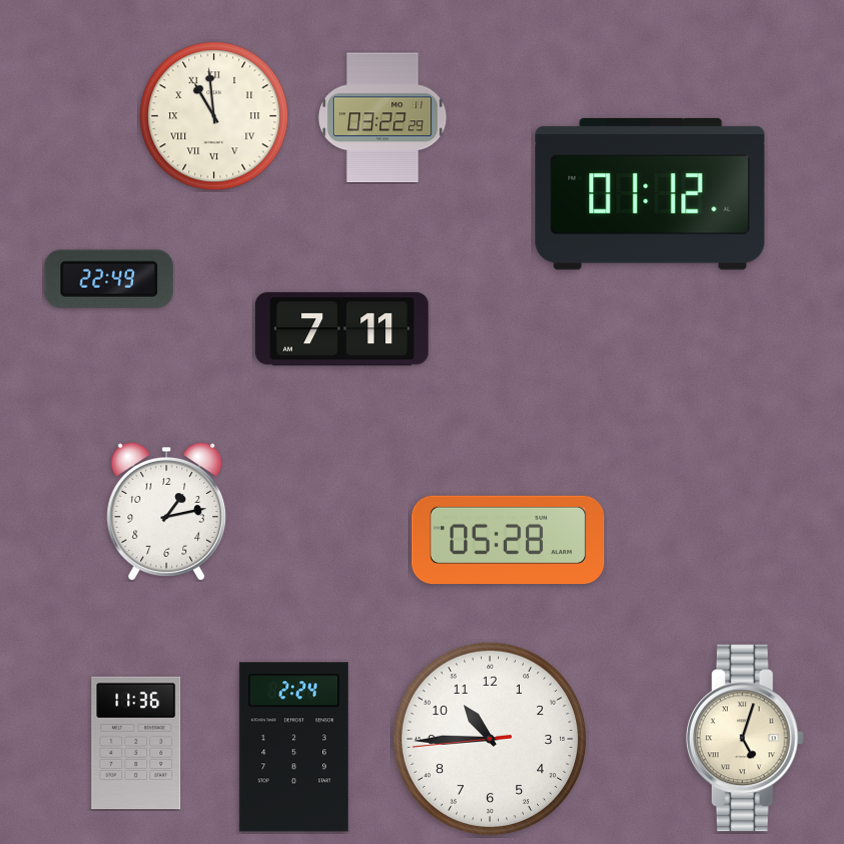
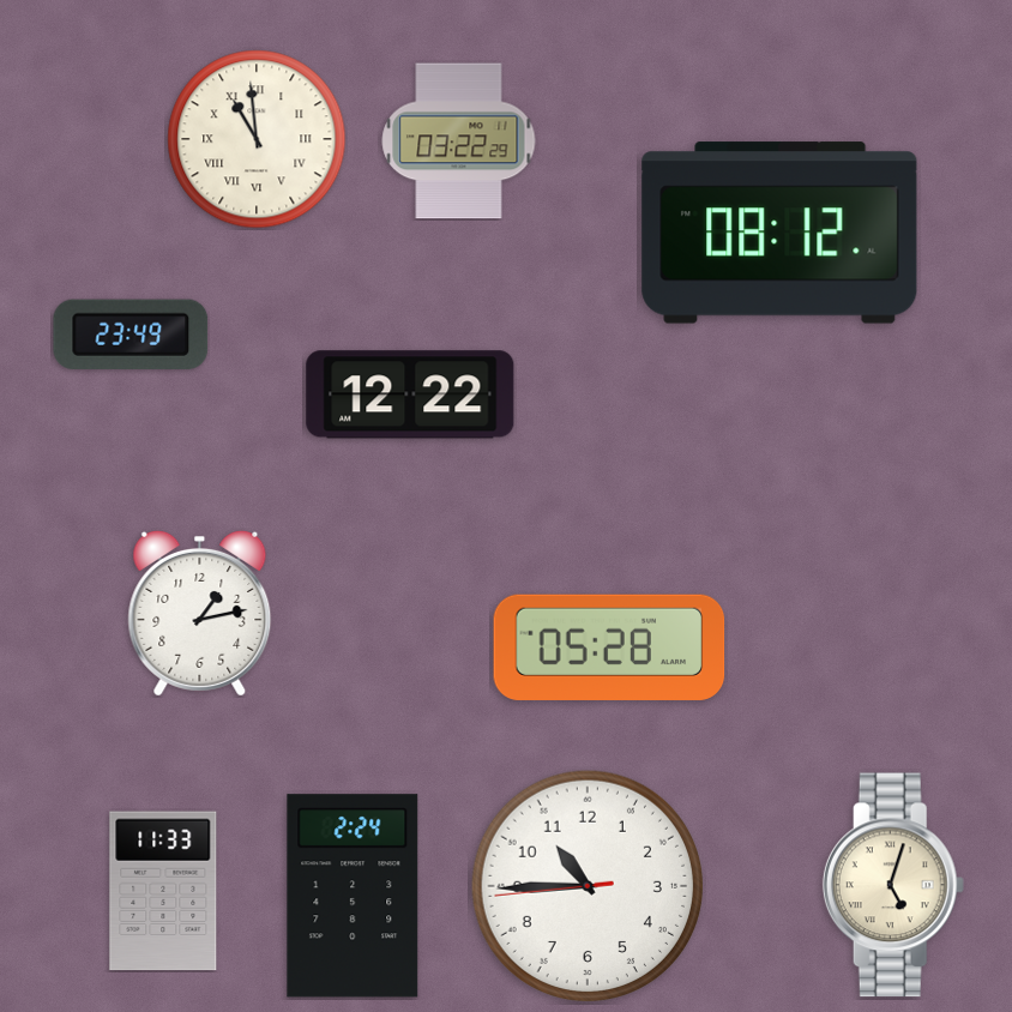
clock at (650, 194): 01:12 -> 08:12
clock at (109, 279): 22:49 -> 23:49
clock at (342, 329): 7:11 -> 12:22
clock at (136, 743): 11:36 -> 11:33
